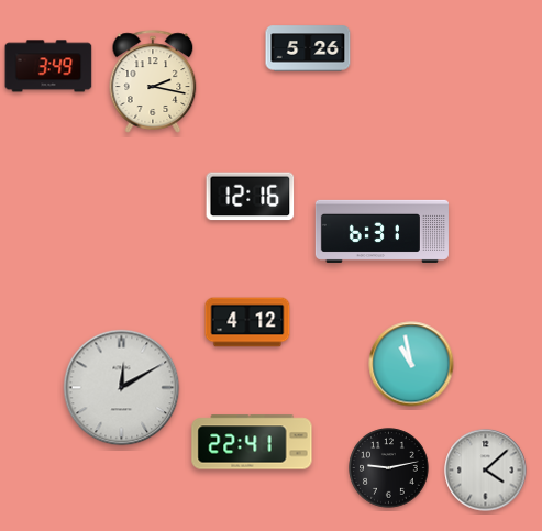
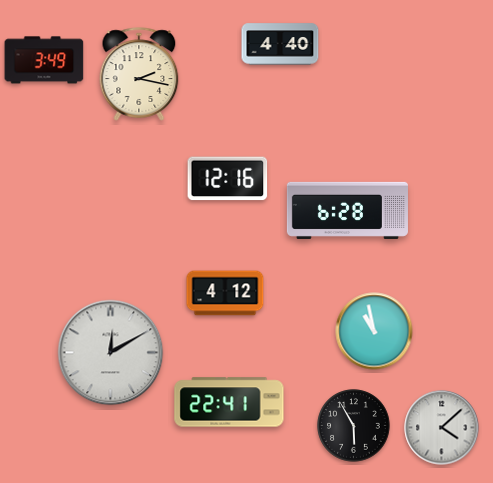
clock at (308, 48): 5:26 -> 4:40
clock at (381, 231): 6:31 -> 6:28
clock at (389, 468): 9:13 -> 5:55
